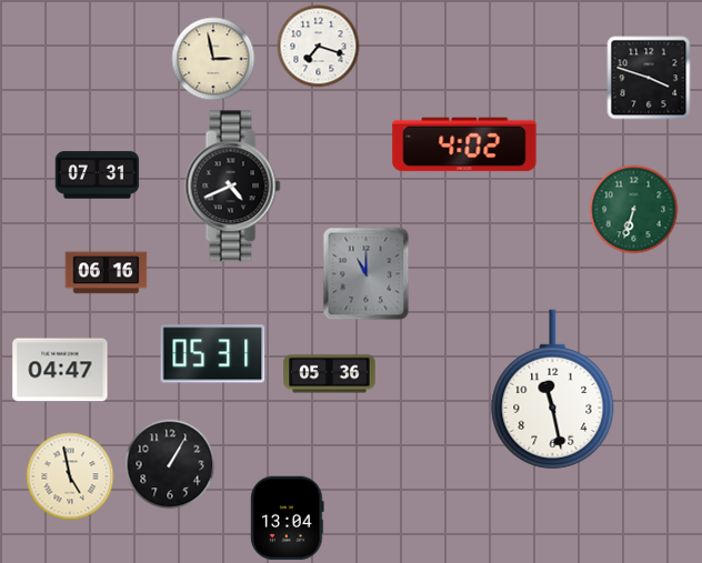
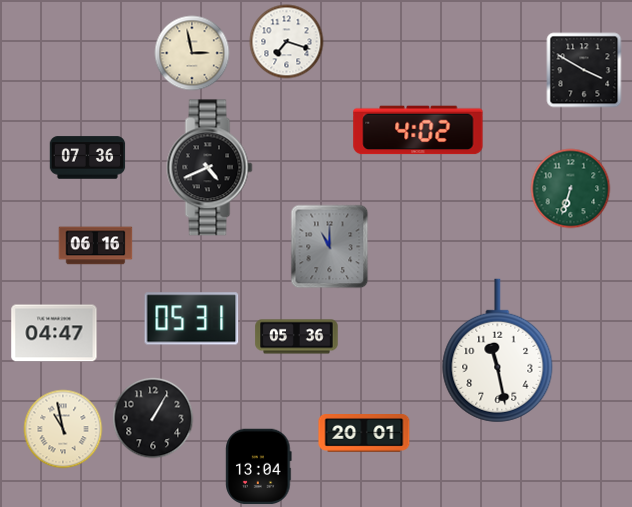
clock at (649, 78): 3:48 -> 3:50
clock at (98, 175): 07:31 -> 07:36
clock at (70, 476): 4:58 -> 10:58
clock at (364, 434): none -> 20:01
